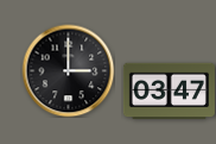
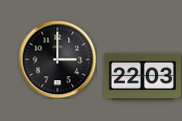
clock at (169, 92): 03:47 -> 22:03
